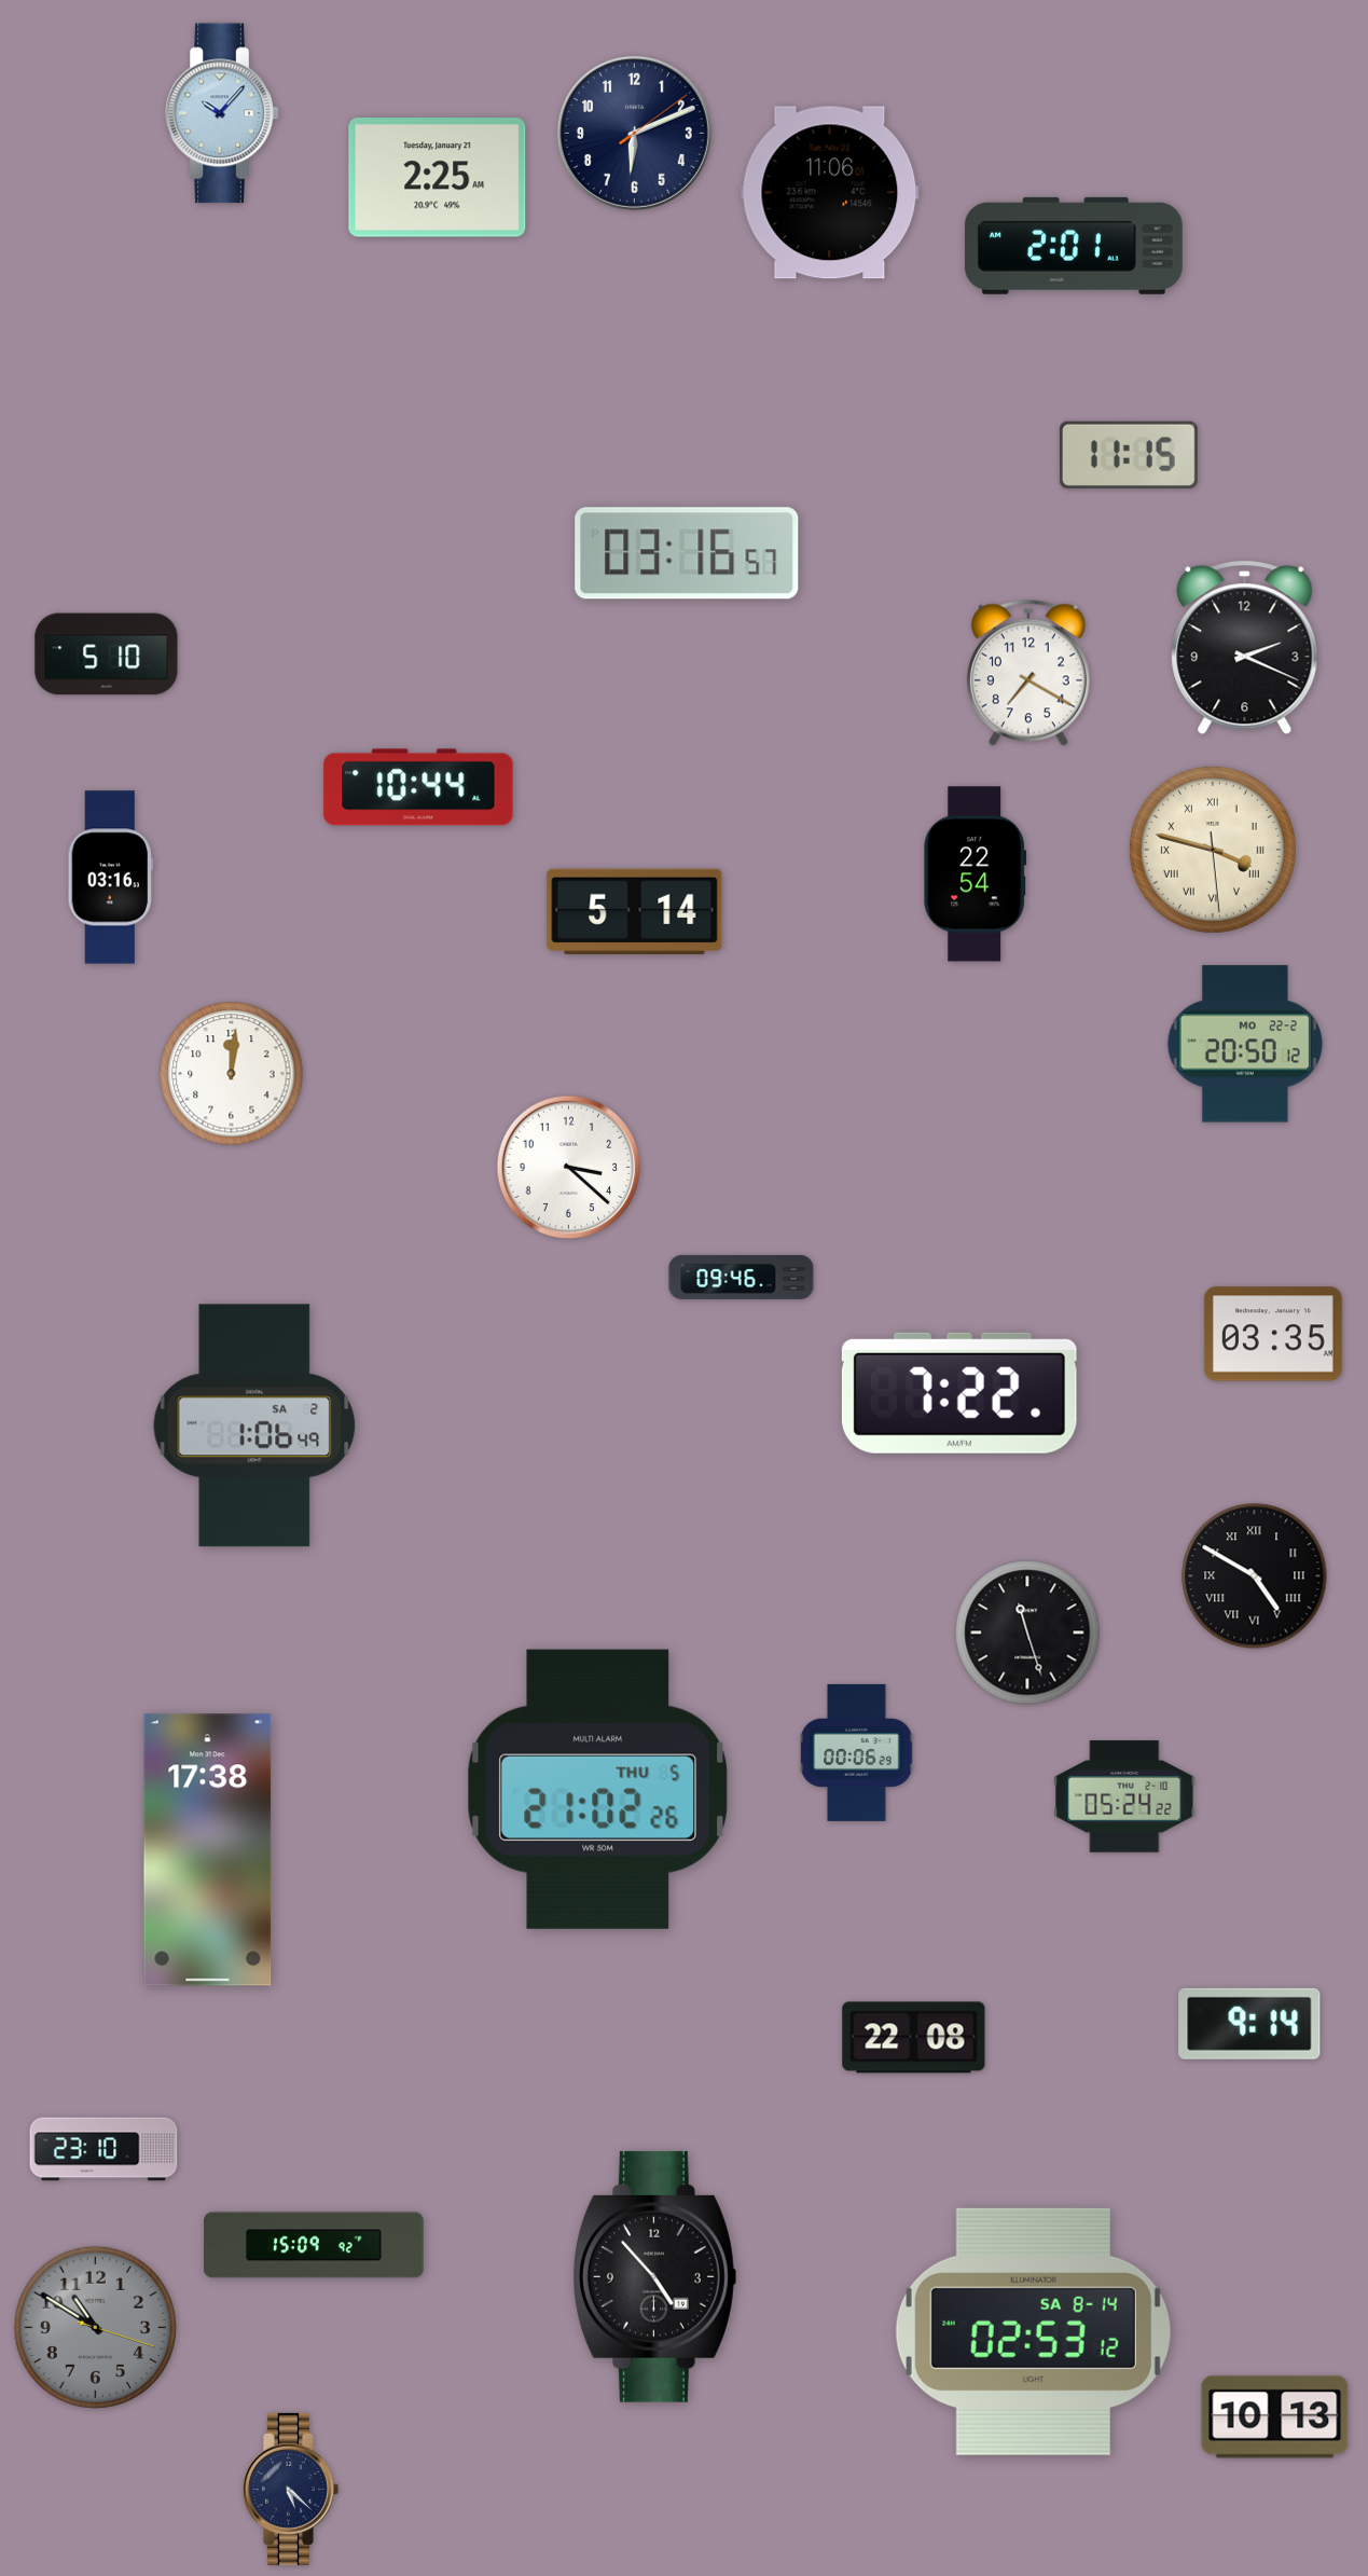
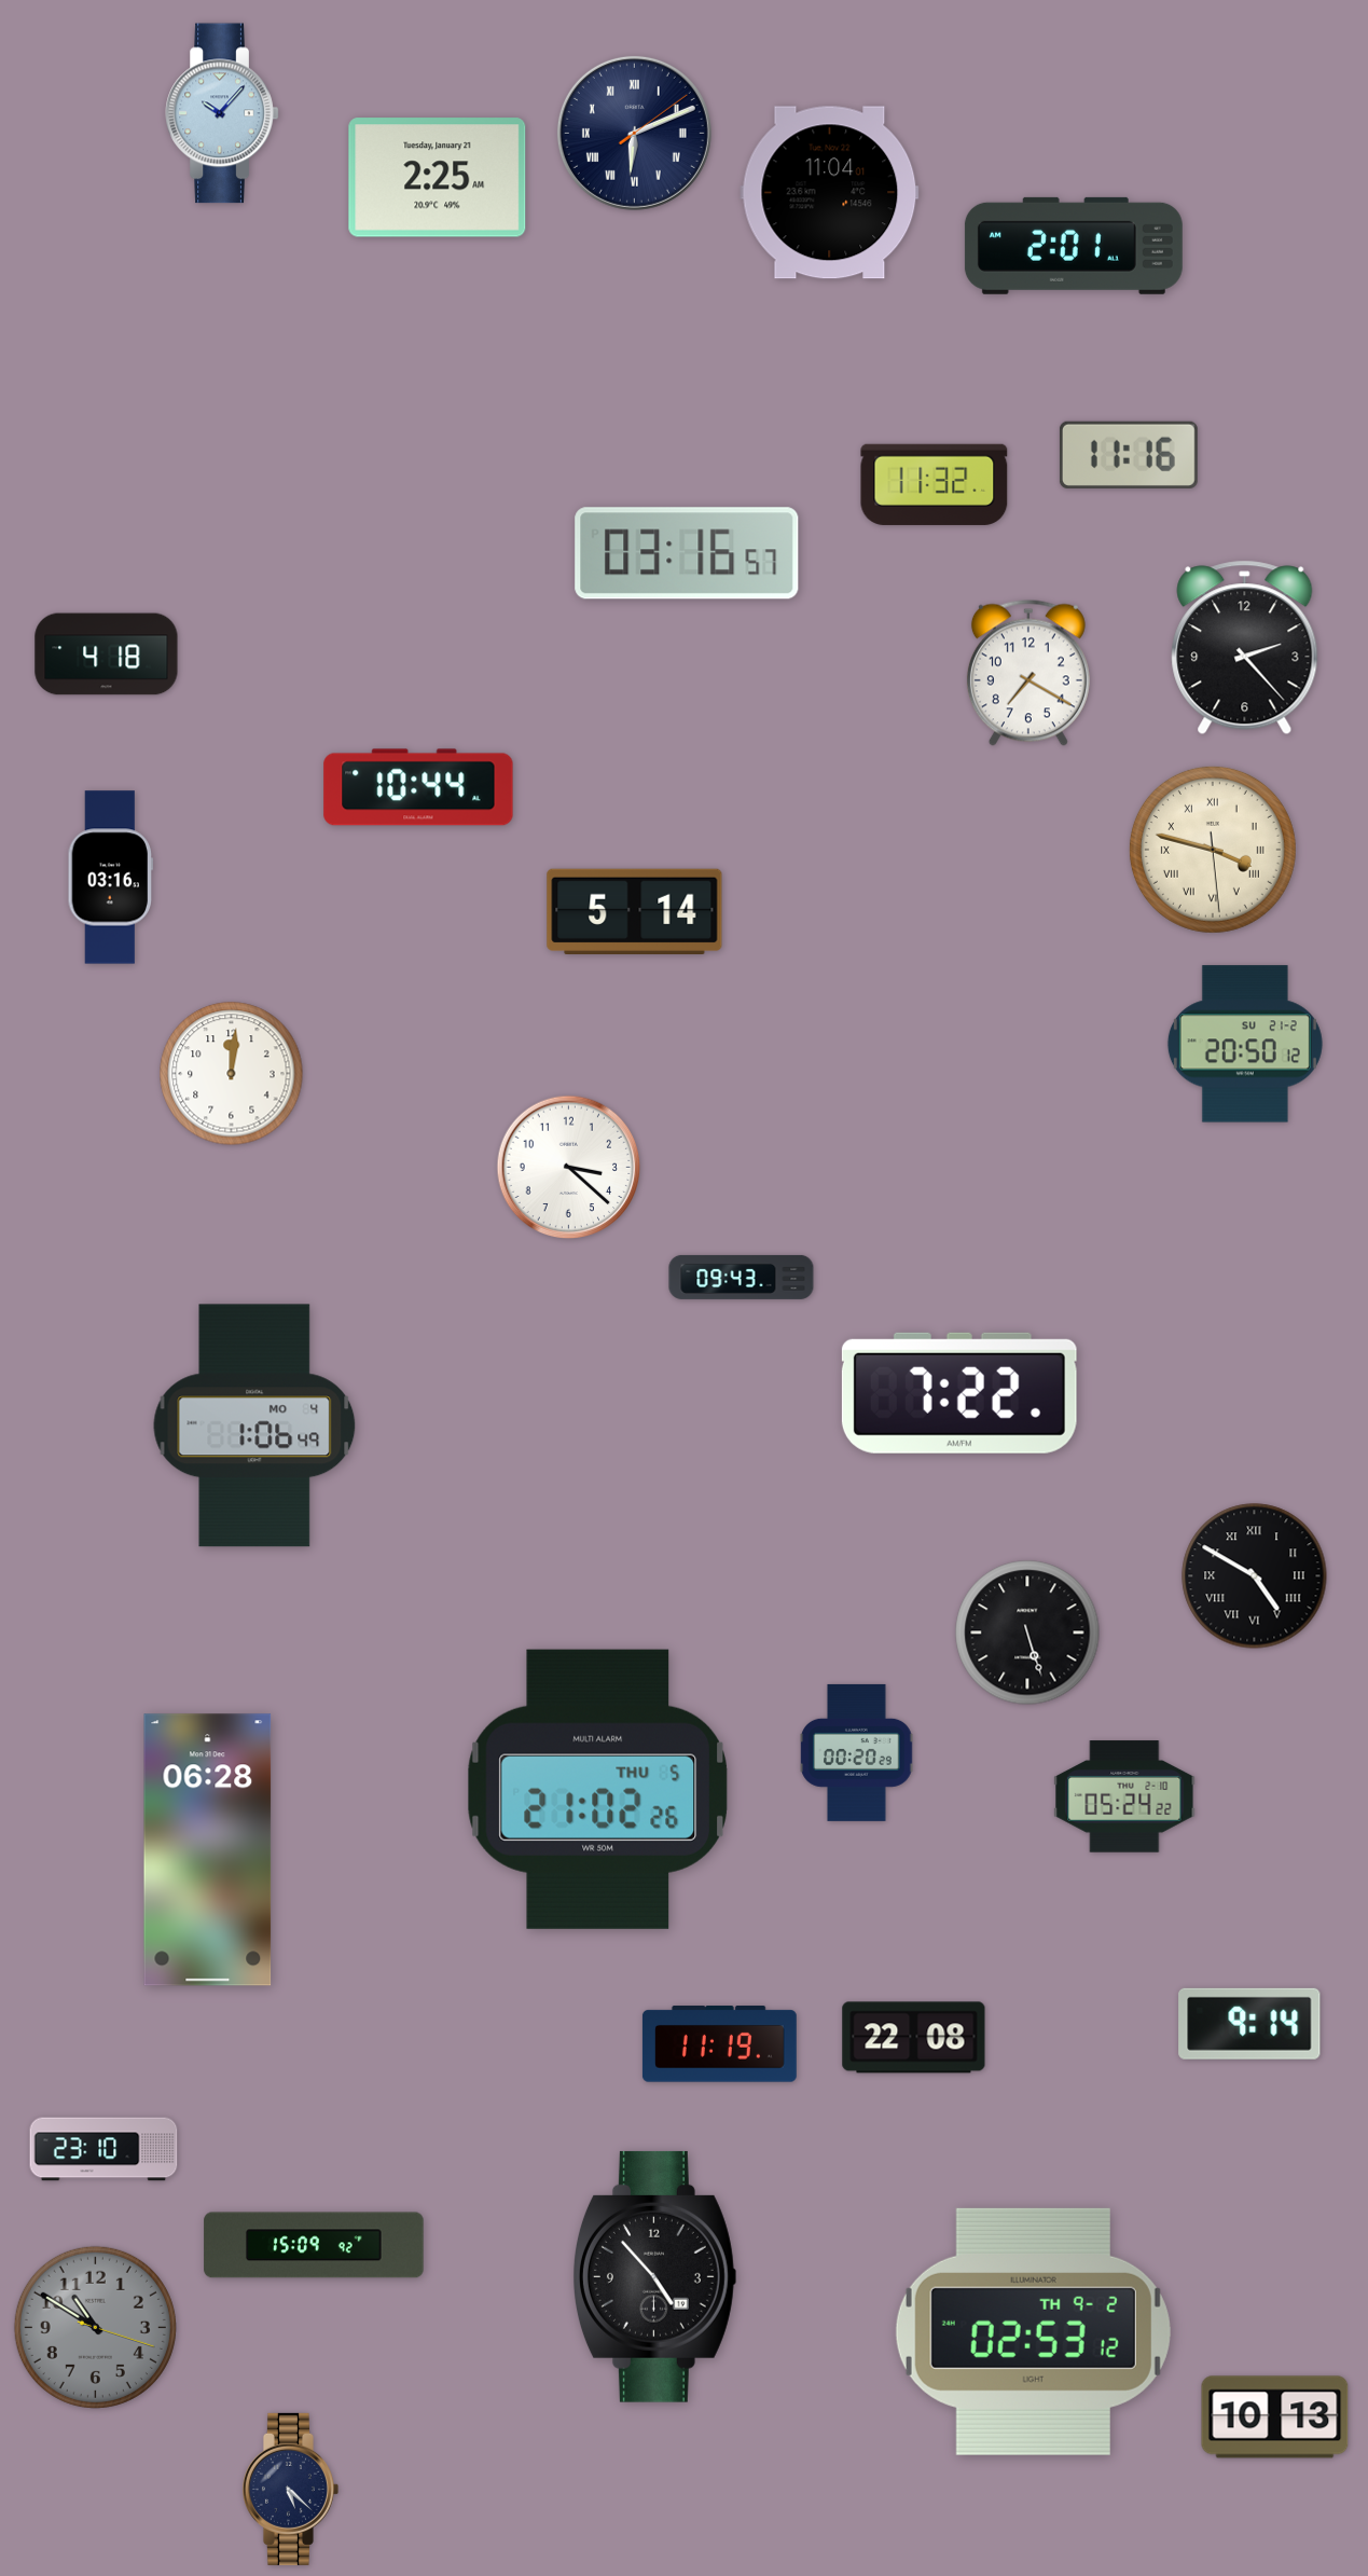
clock at (634, 133) numerals: Arabic -> Roman
clock at (830, 193): 11:06 -> 11:04
clock at (1129, 455): 11:15 -> 11:16
clock at (935, 484): none -> 11:32
clock at (1245, 648): 2:19 -> 2:23
clock at (107, 655): 5:10 -> 4:18
clock at (976, 874): 22:54 -> none
clock at (1245, 1044) date: MO 22-2 -> SU 21-2
clock at (742, 1277): 09:46 -> 09:43
clock at (1273, 1334): 03:35 -> none
clock at (254, 1425) date: SA 2 -> MO 4
clock at (1027, 1633): 11:27 -> 5:27
clock at (857, 1752): 00:06 -> 00:20
clock at (208, 1850): 17:38 -> 06:28
clock at (719, 2044): none -> 11:19
clock at (1033, 2331) date: SA 8-14 -> TH 9-2
